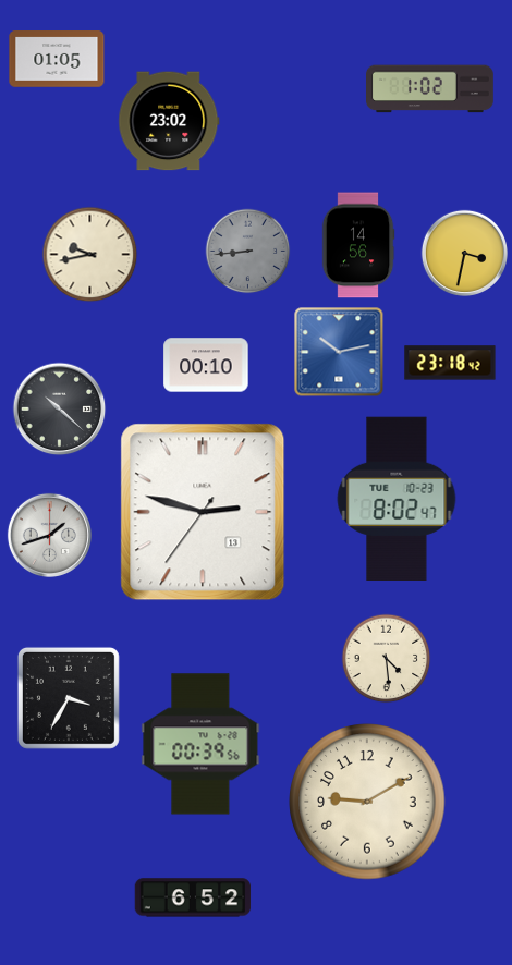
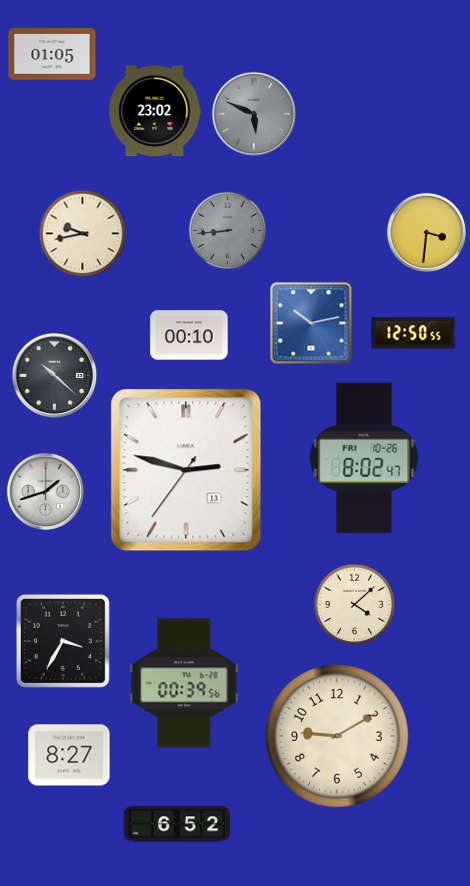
clock at (430, 89): 1:02 -> none
clock at (254, 114): none -> 5:49
clock at (358, 245): 14:56 -> none
clock at (464, 253): 3:32 -> 3:31
clock at (450, 363): 23:18 -> 12:50
clock at (397, 498) date: TUE 10-23 -> FRI 10-26
clock at (386, 658): 4:29 -> 4:08
clock at (69, 755): none -> 8:27
